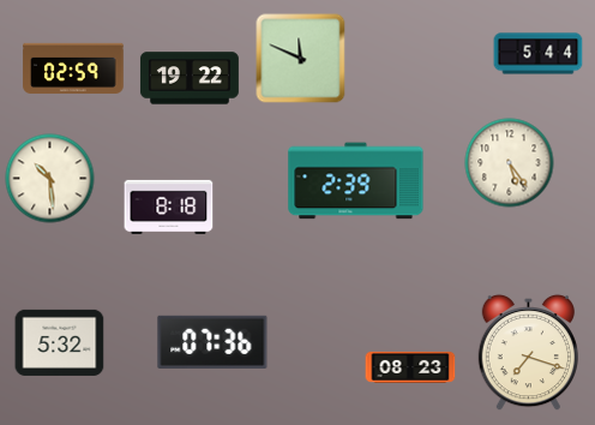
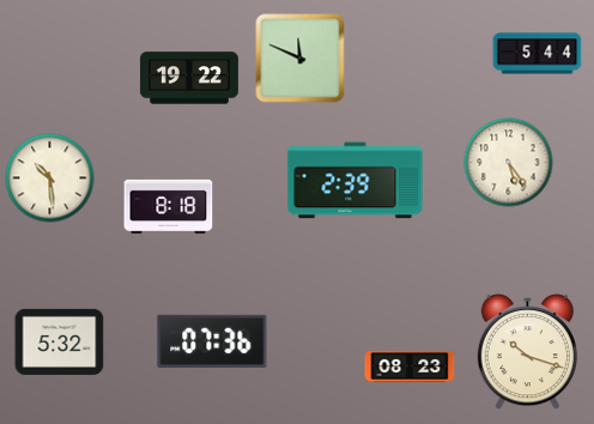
clock at (73, 68): 02:59 -> none
clock at (528, 353): 7:18 -> 10:18
